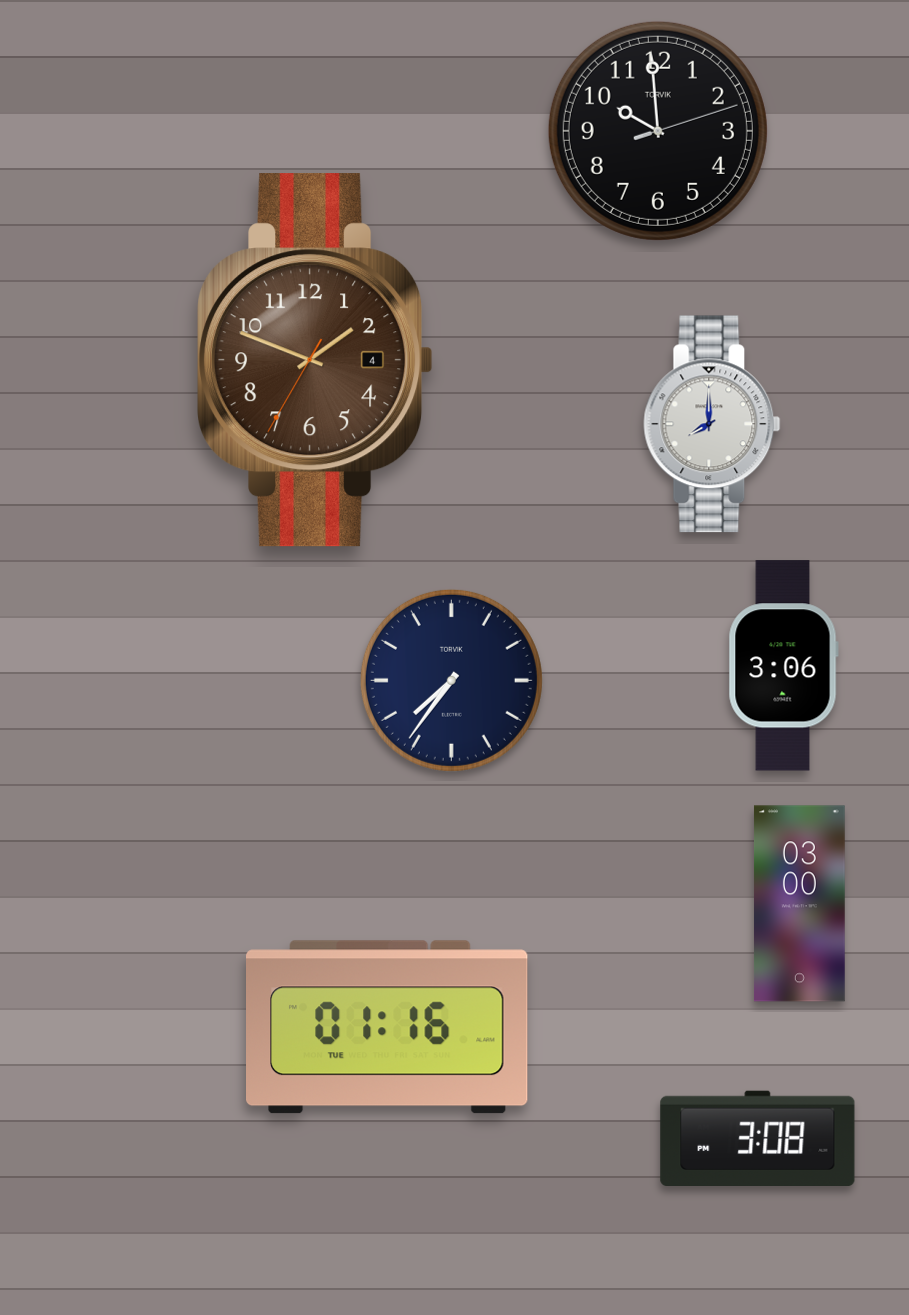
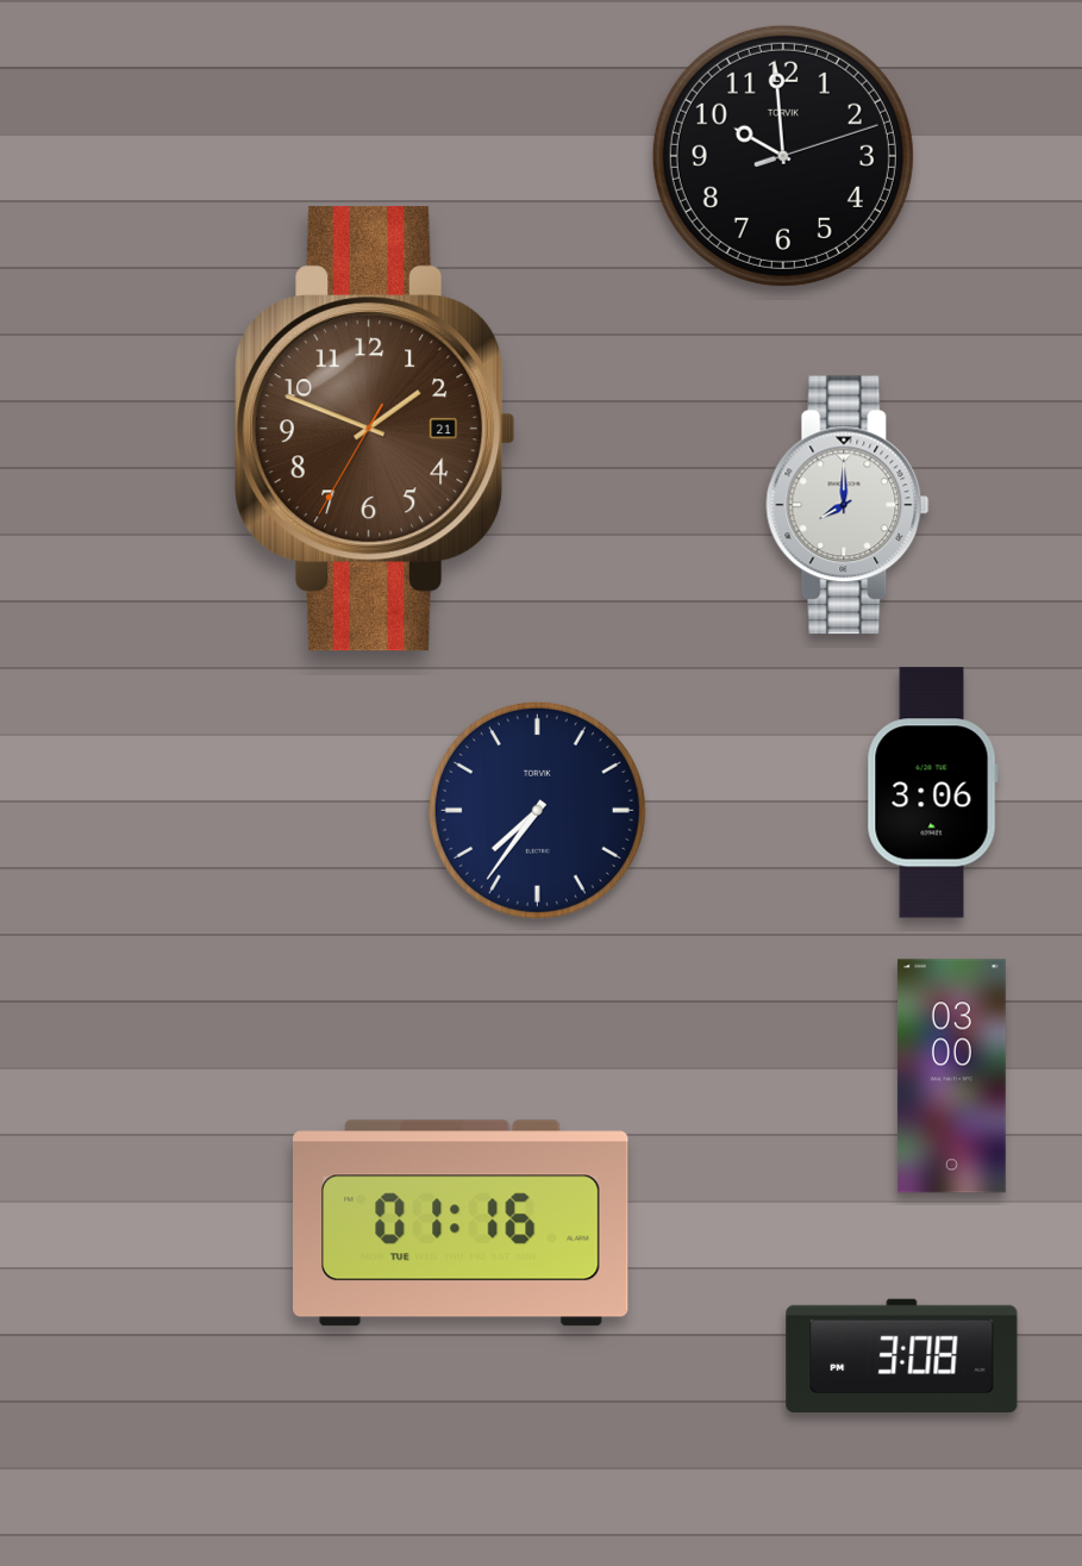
clock at (316, 360) date: 4 -> 21
